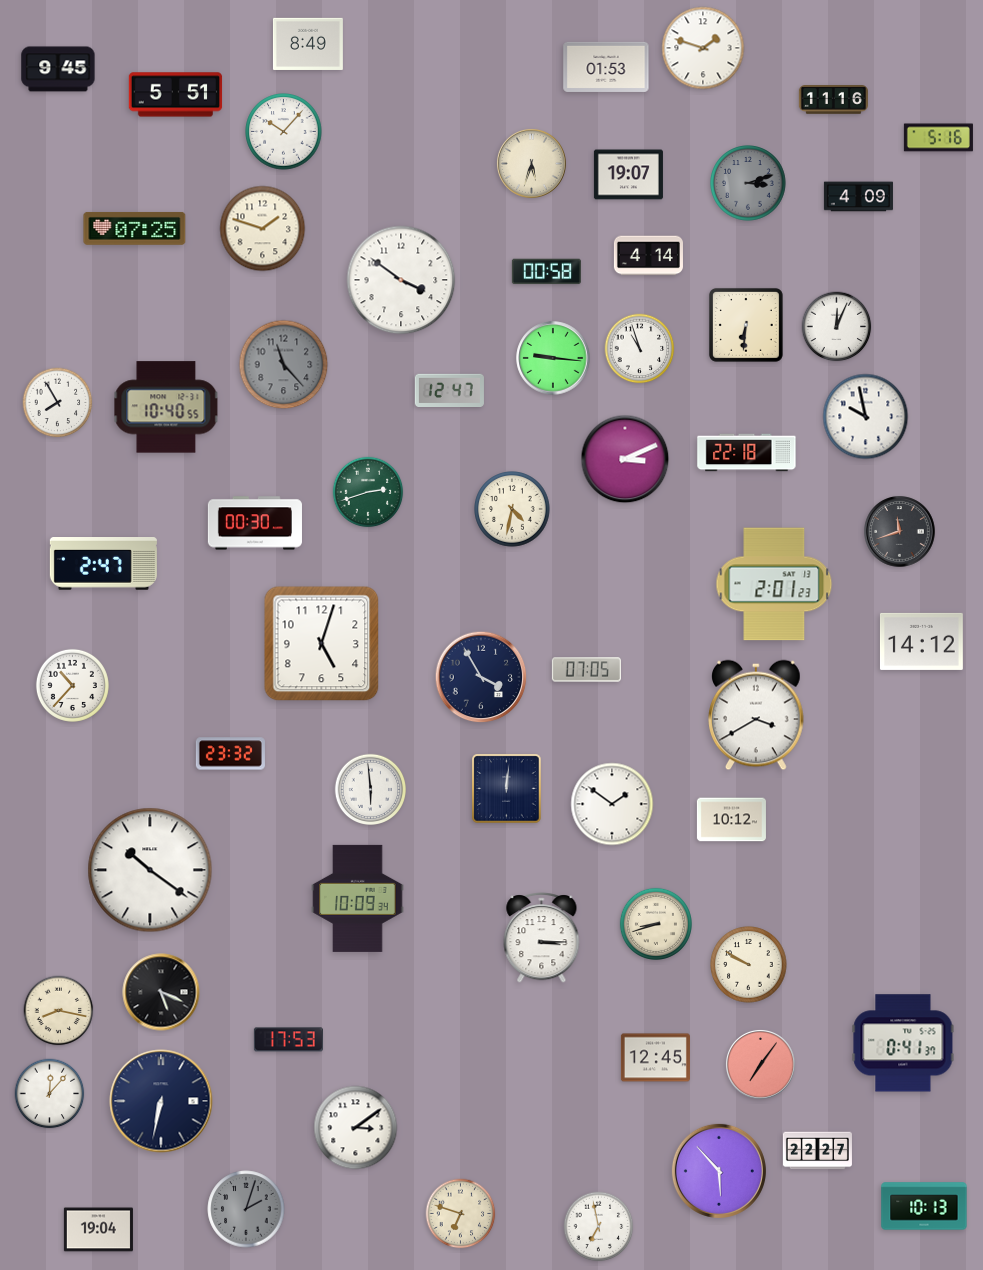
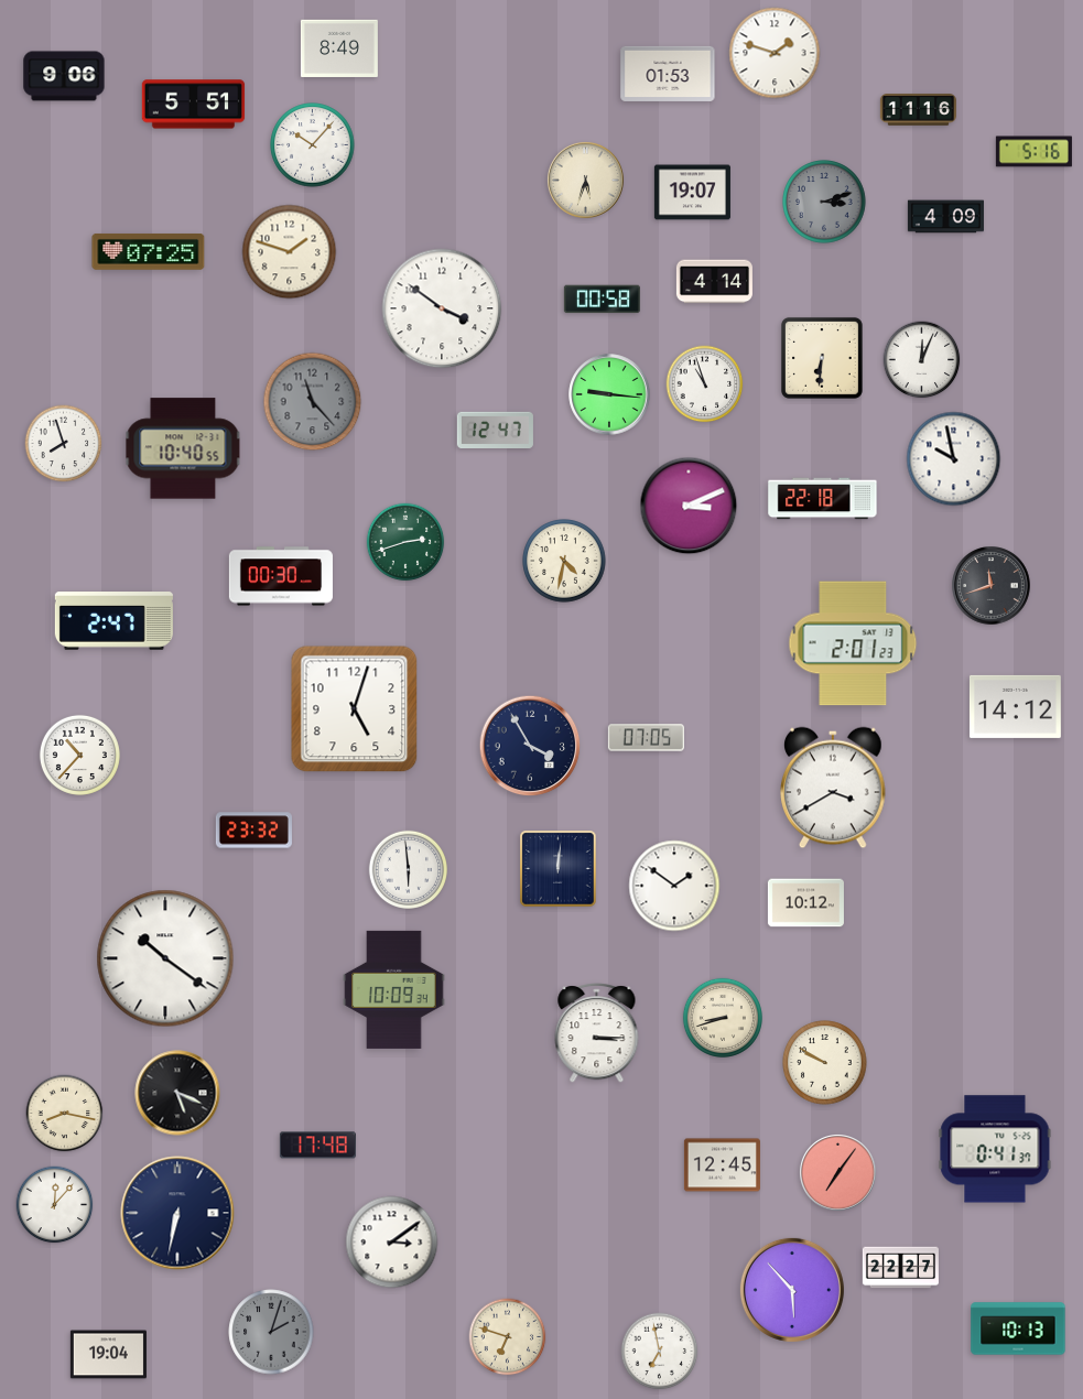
clock at (58, 69): 9:45 -> 9:06
clock at (58, 403): 7:55 -> 7:57
clock at (288, 1040): 17:53 -> 17:48
